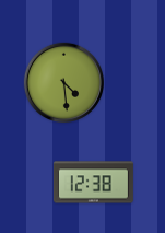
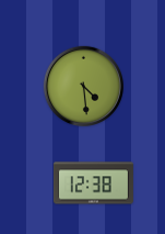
clock at (63, 82) position: (63, 82) -> (83, 86)
